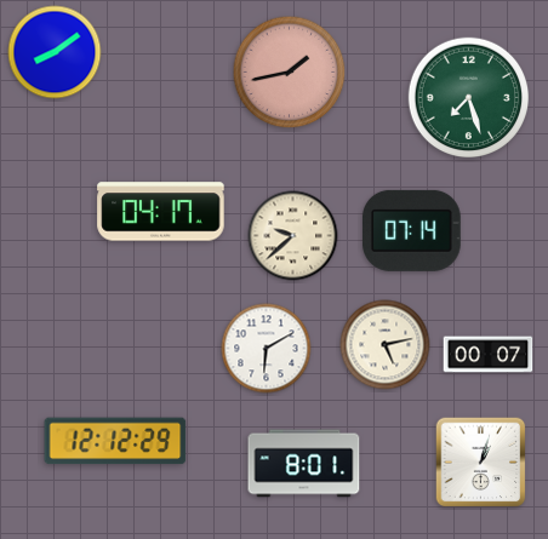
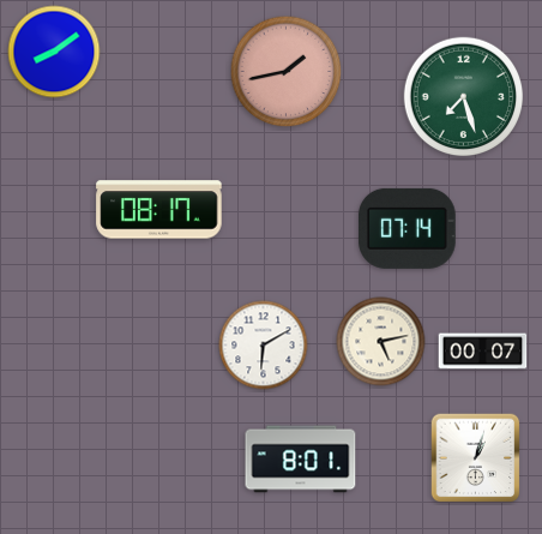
clock at (161, 212): 04:17 -> 08:17
clock at (293, 236): 9:38 -> none
clock at (115, 441): 12:12 -> none
